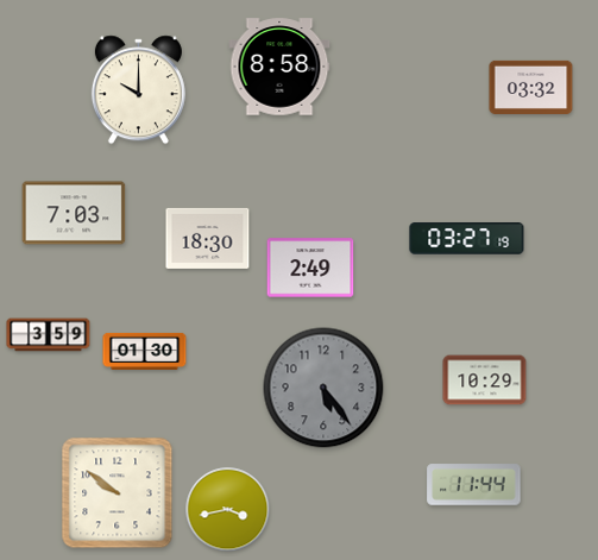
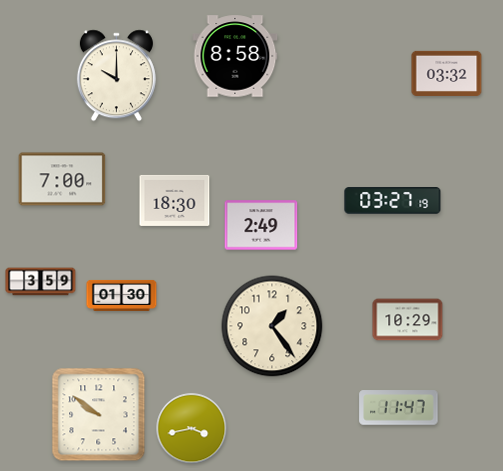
clock at (74, 213): 7:03 -> 7:00
clock at (323, 388): 5:24 -> 1:24
clock at (323, 388) dial: grey -> cream
clock at (474, 485): 11:44 -> 11:47
